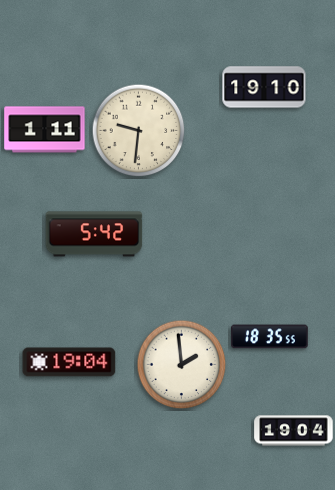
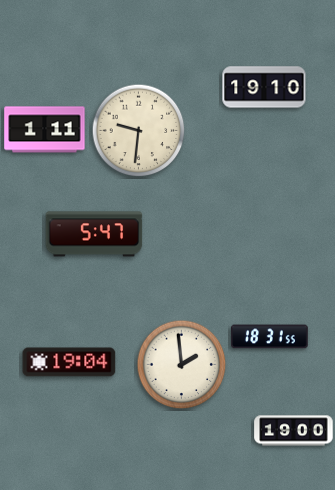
clock at (94, 234): 5:42 -> 5:47
clock at (270, 337): 18:35 -> 18:31
clock at (294, 431): 19:04 -> 19:00
